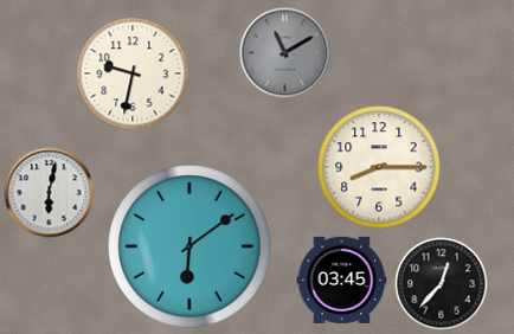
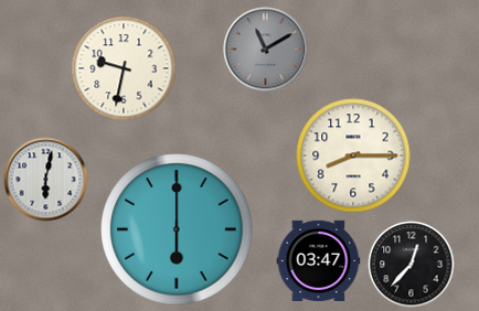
clock at (189, 246): 6:09 -> 6:00
clock at (342, 280): 03:45 -> 03:47
